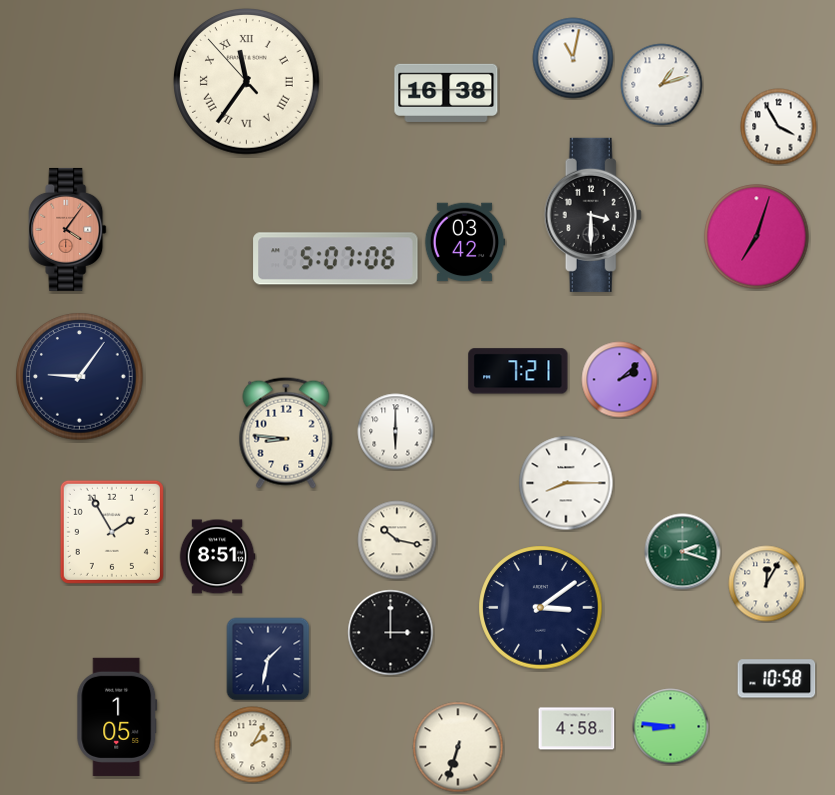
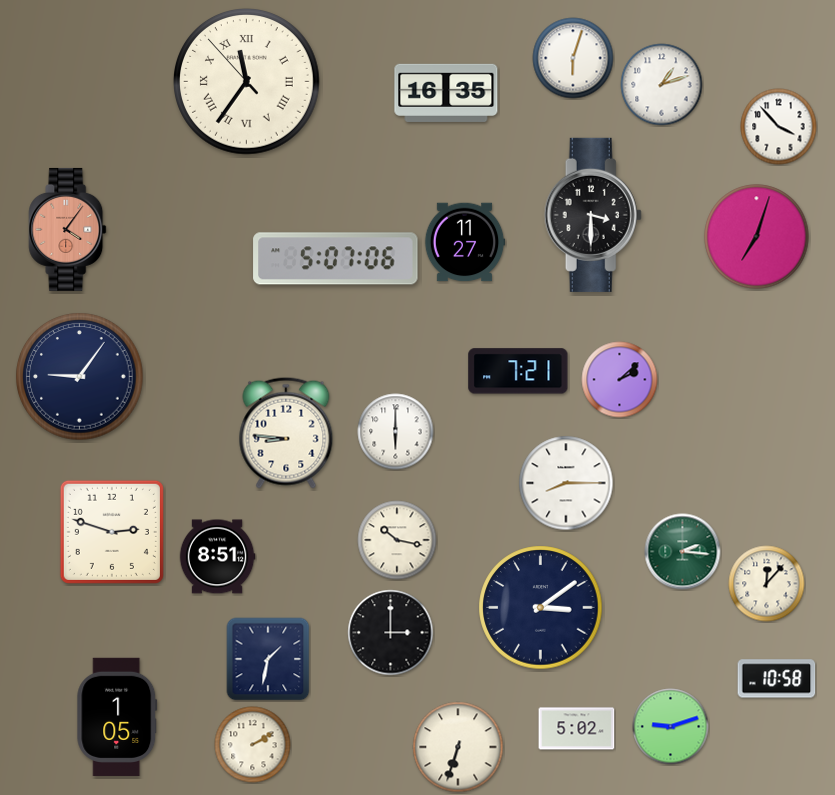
clock at (573, 58): 11:02 -> 6:03
clock at (446, 93): 16:38 -> 16:35
clock at (779, 127): 3:55 -> 3:53
clock at (465, 242): 03:42 -> 11:27
clock at (112, 532): 1:55 -> 2:48
clock at (683, 552): 2:18 -> 2:16
clock at (767, 584): 12:05 -> 12:07
clock at (671, 727): 8:46 -> 9:12
clock at (577, 729): 4:58 -> 5:02
clock at (253, 745): 2:05 -> 2:10
